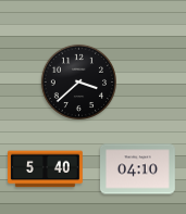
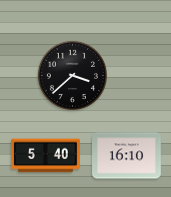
clock at (46, 169) position: (46, 169) -> (46, 156)
clock at (138, 169): 04:10 -> 16:10
